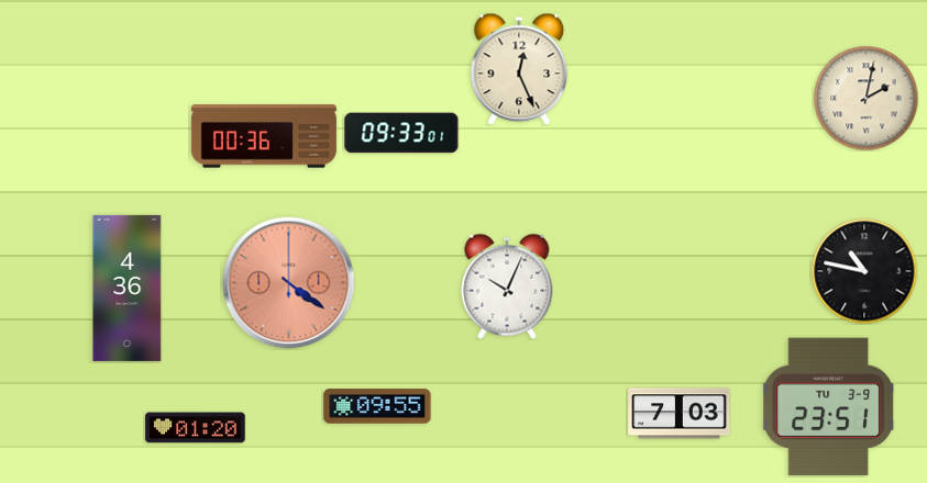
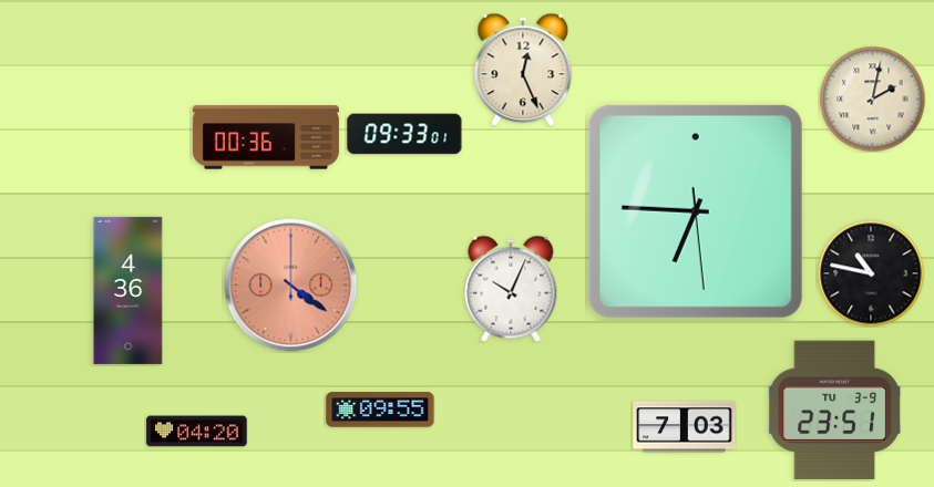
clock at (696, 211): none -> 6:45
clock at (680, 414) position: (680, 414) -> (685, 427)
clock at (196, 428): 01:20 -> 04:20
